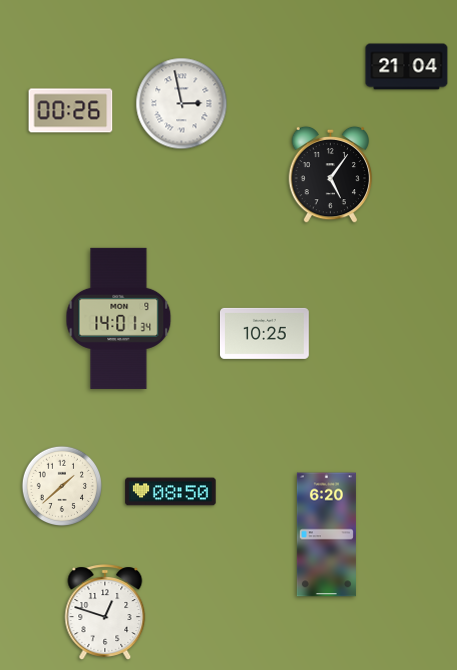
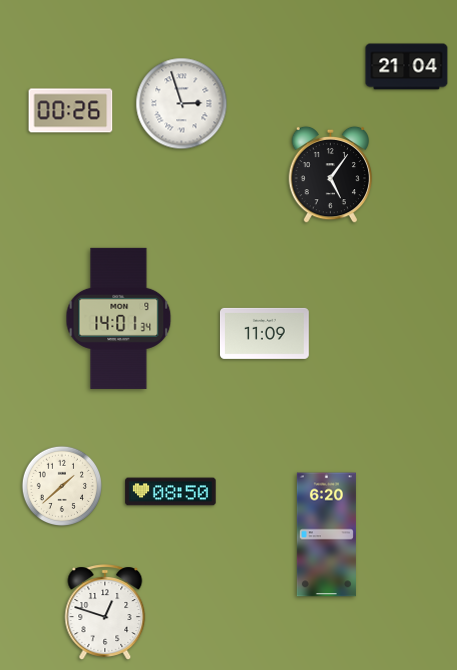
clock at (182, 104): 2:58 -> 2:57
clock at (265, 333): 10:25 -> 11:09
